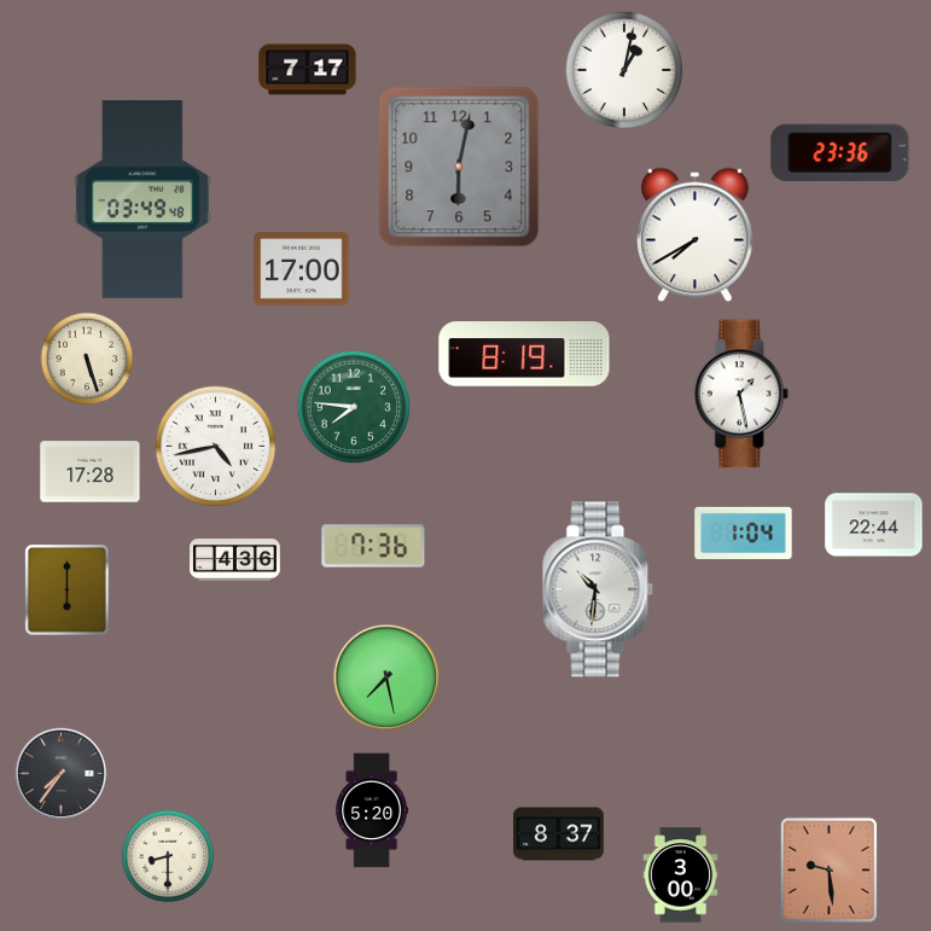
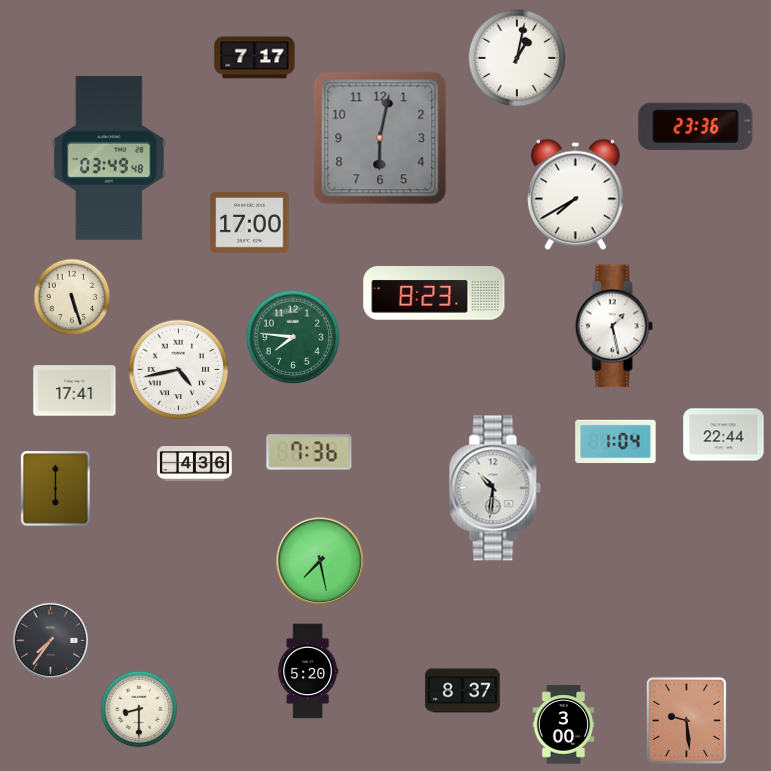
clock at (142, 200) position: (142, 200) -> (109, 159)
clock at (524, 354): 8:19 -> 8:23
clock at (91, 472): 17:28 -> 17:41
